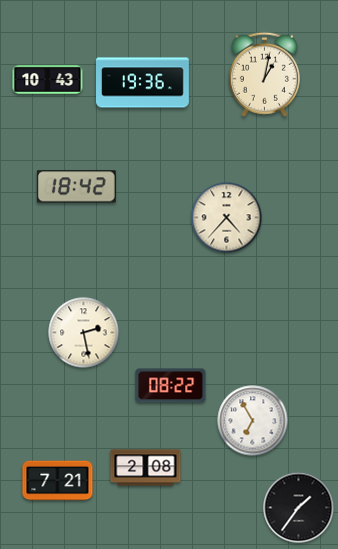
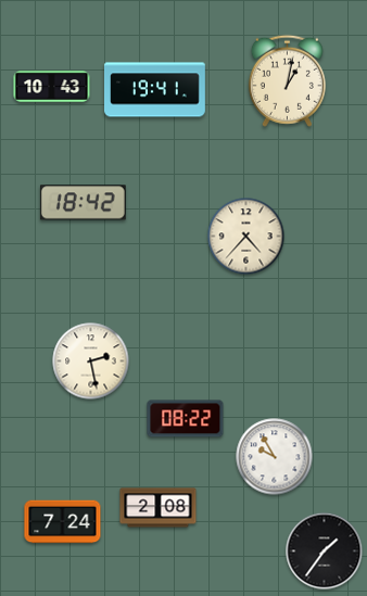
clock at (143, 83): 19:36 -> 19:41
clock at (253, 421): 6:55 -> 9:55
clock at (58, 481): 7:21 -> 7:24
